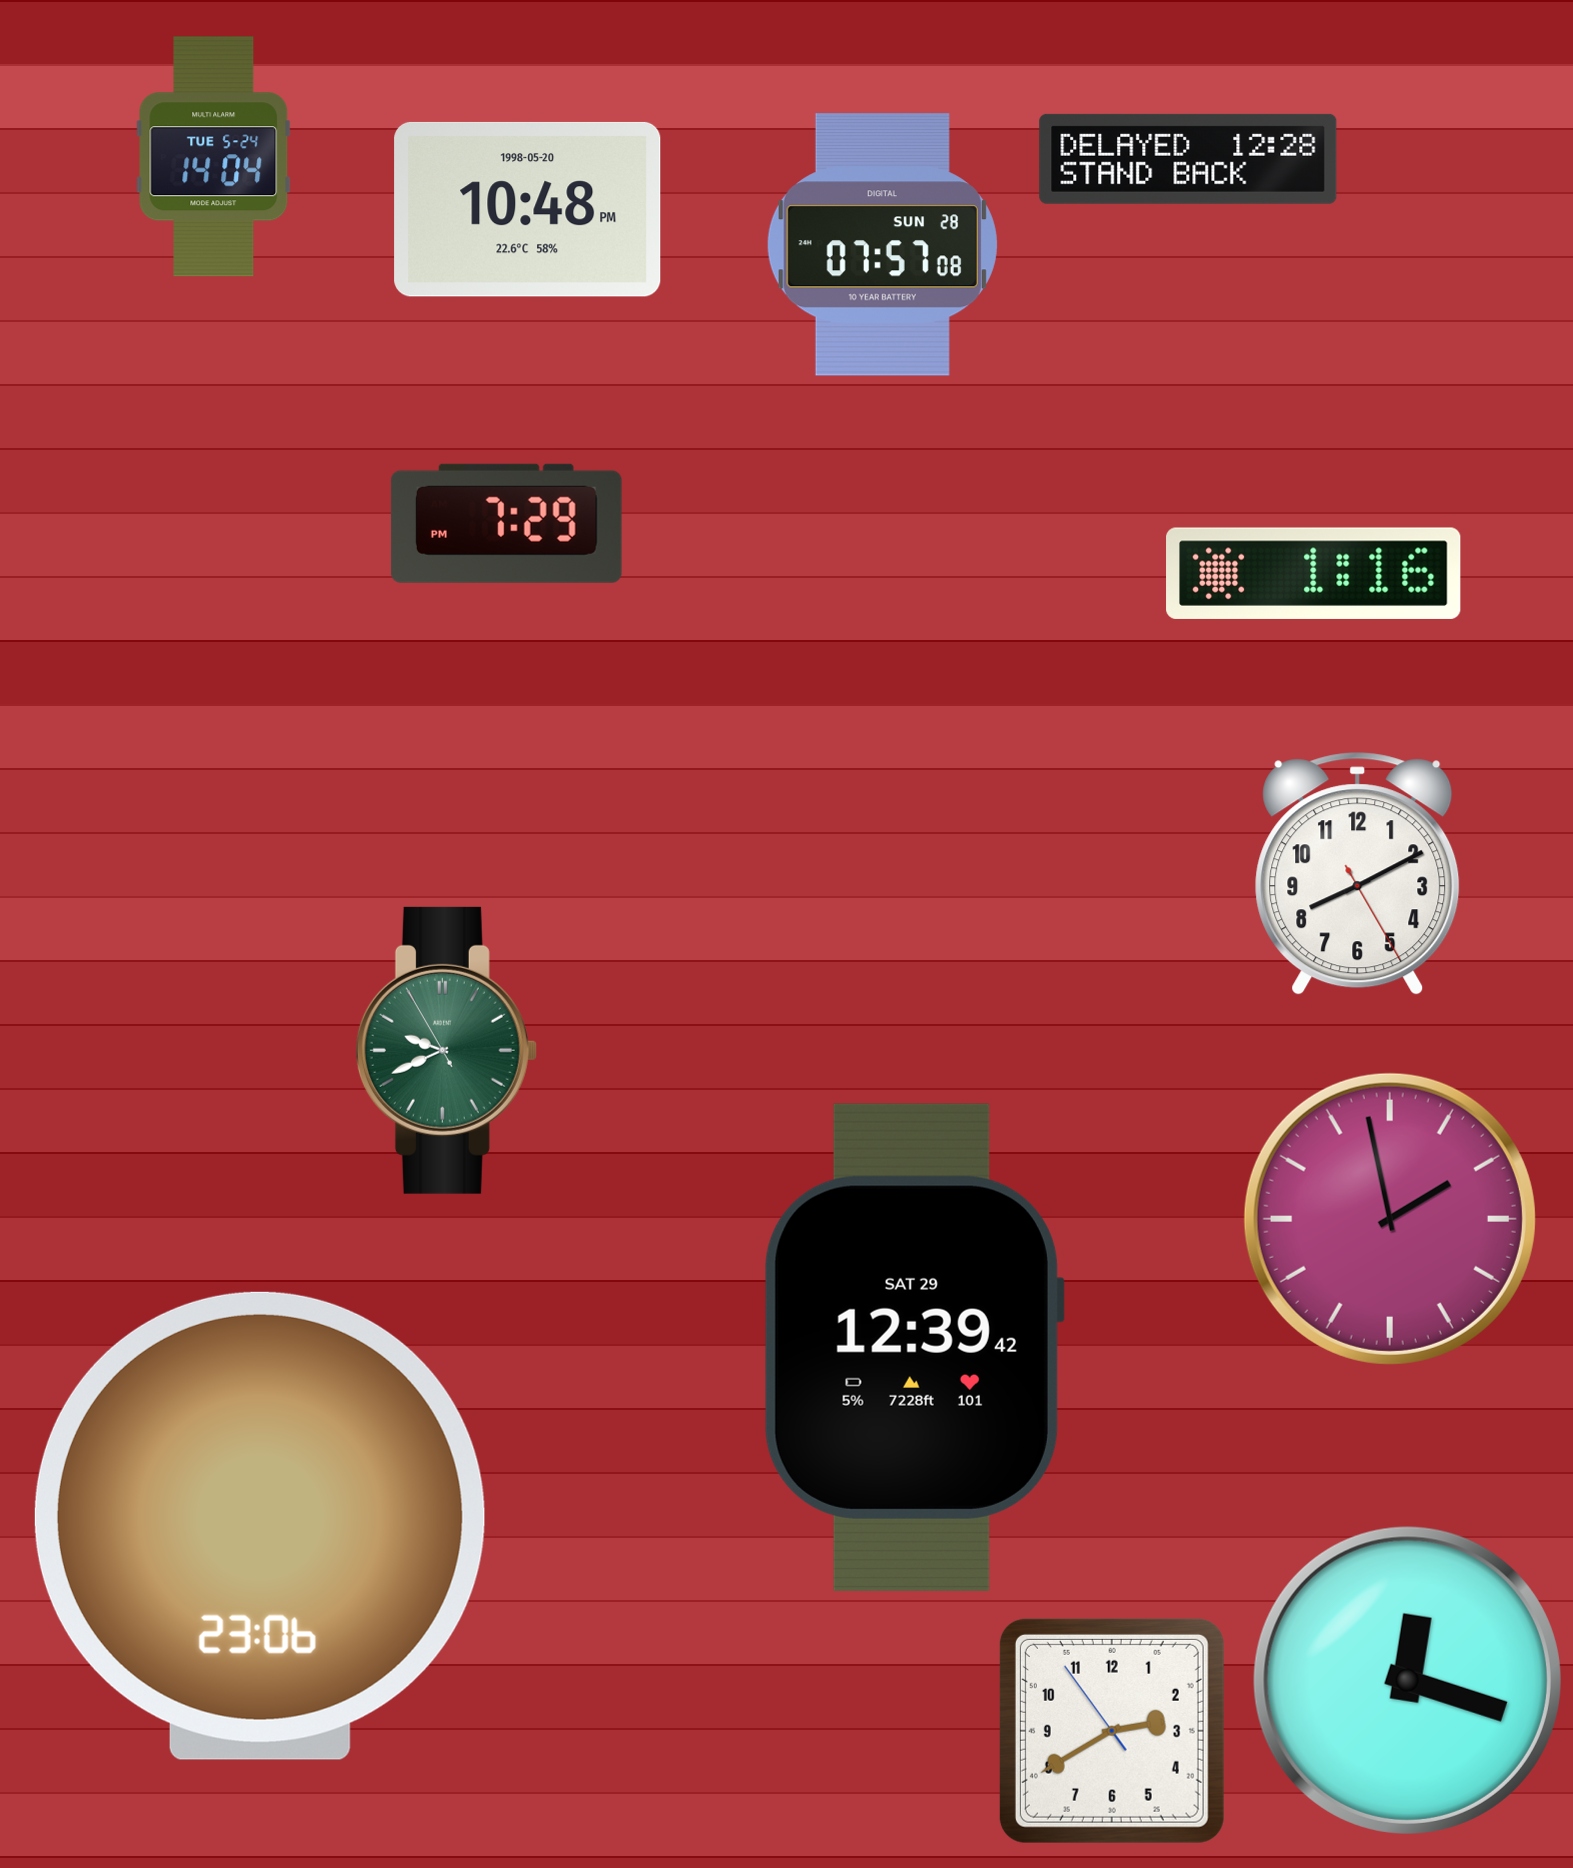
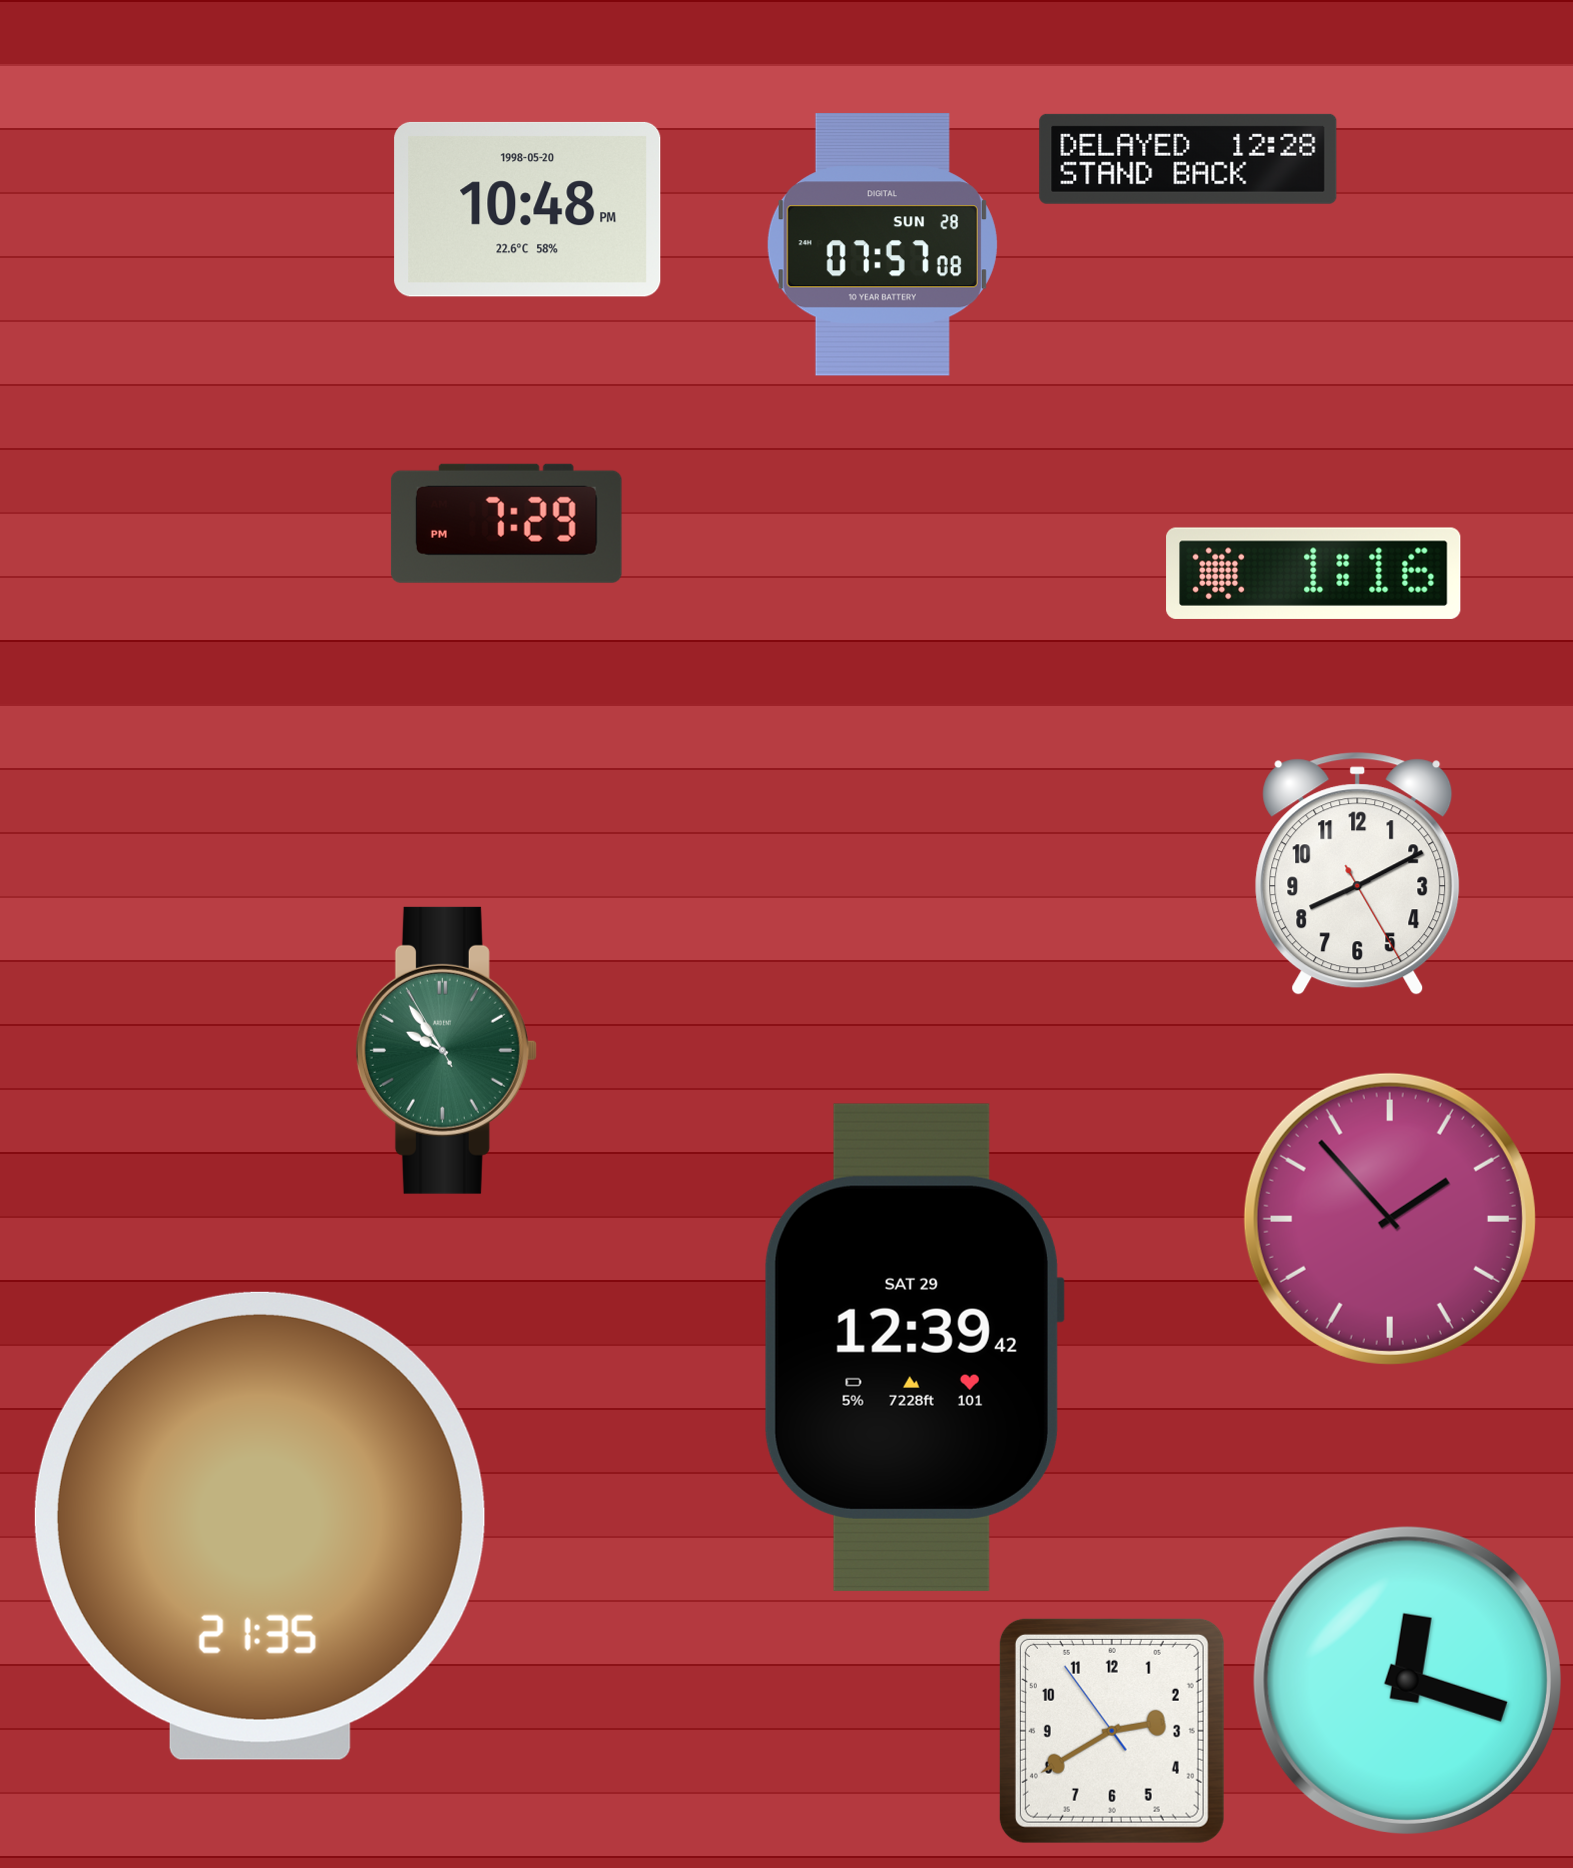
clock at (214, 157): 14:04 -> none
clock at (446, 1050): 9:40 -> 9:53
clock at (1390, 1219): 1:58 -> 1:53
clock at (260, 1526): 23:06 -> 21:35
